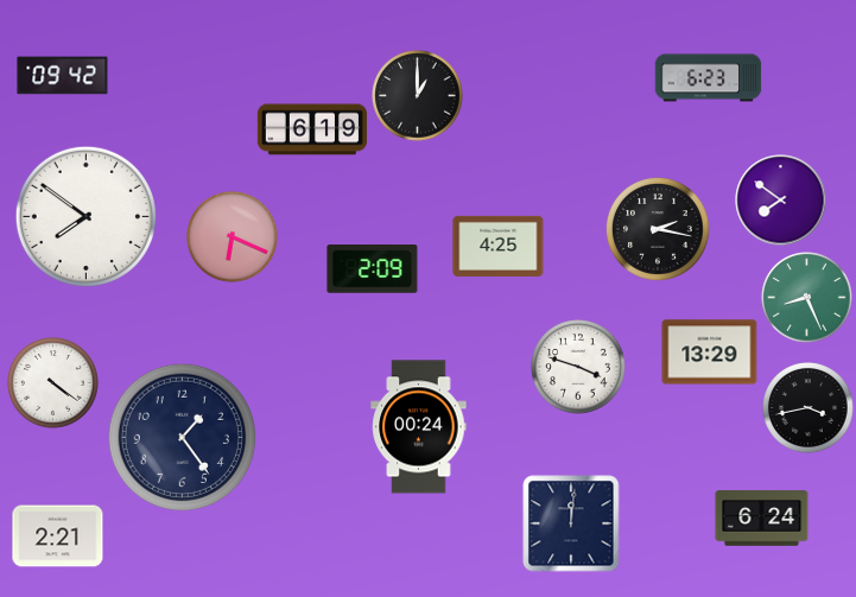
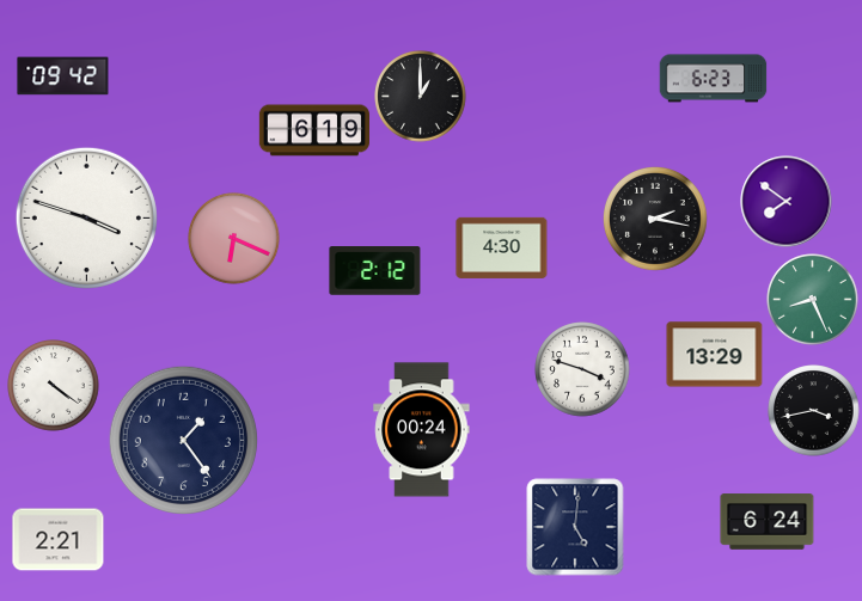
clock at (85, 216): 7:51 -> 3:48
clock at (658, 229) position: (658, 229) -> (655, 219)
clock at (499, 246): 4:25 -> 4:30
clock at (373, 269): 2:09 -> 2:12
clock at (571, 523): 12:01 -> 5:01
